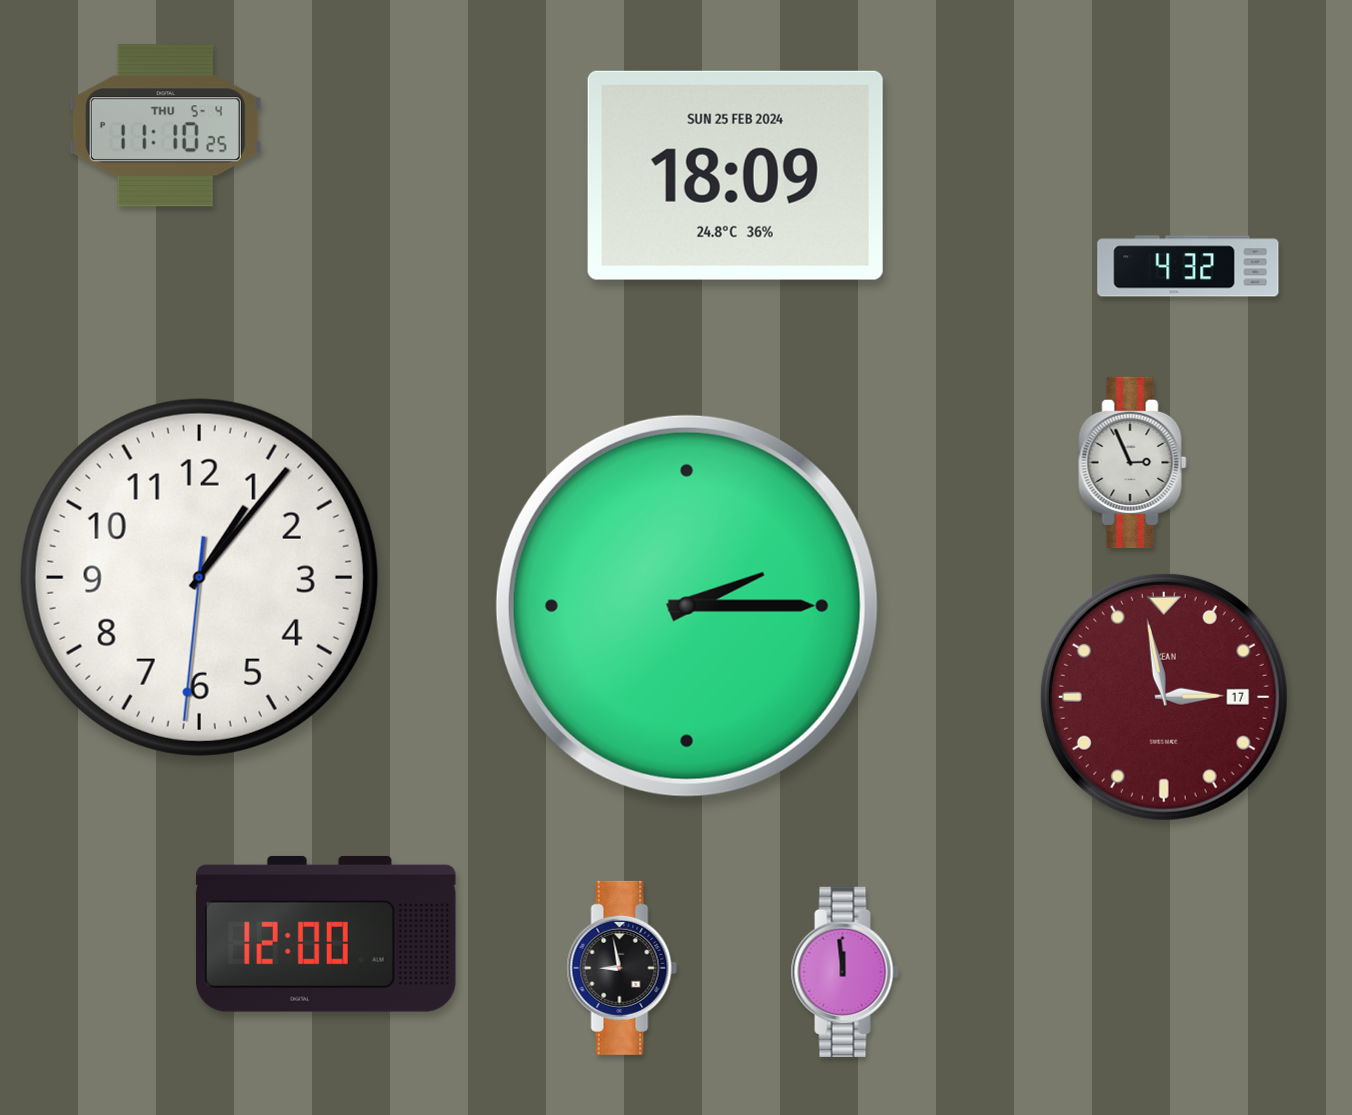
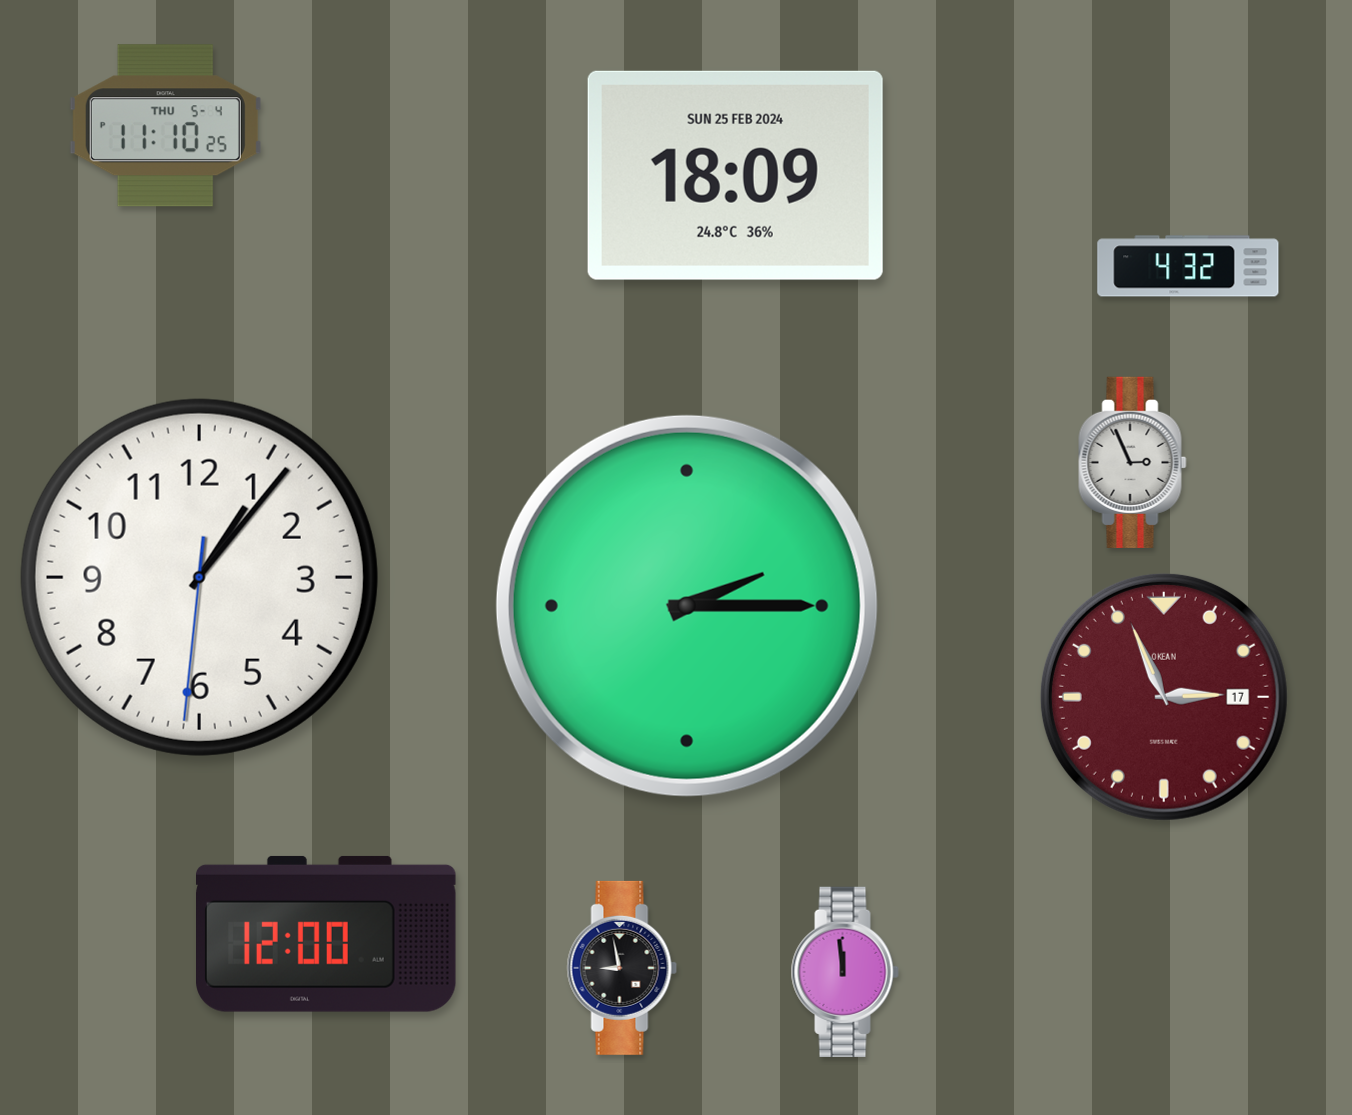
clock at (1164, 697): 2:58 -> 2:56
